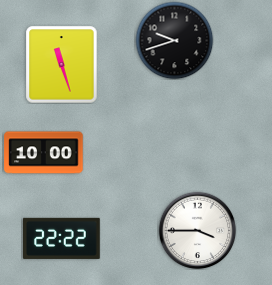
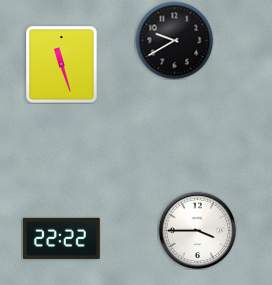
clock at (174, 40): 9:42 -> 9:40
clock at (44, 153): 10:00 -> none
